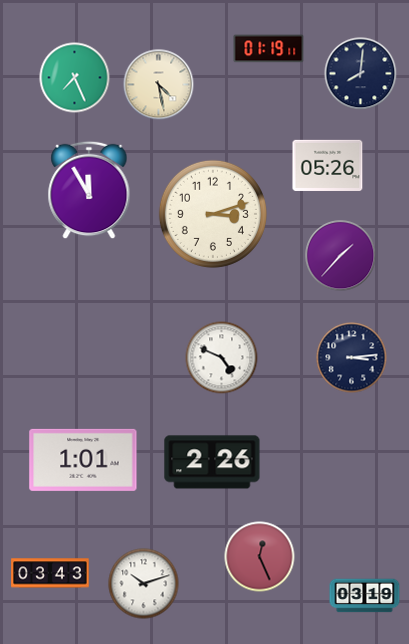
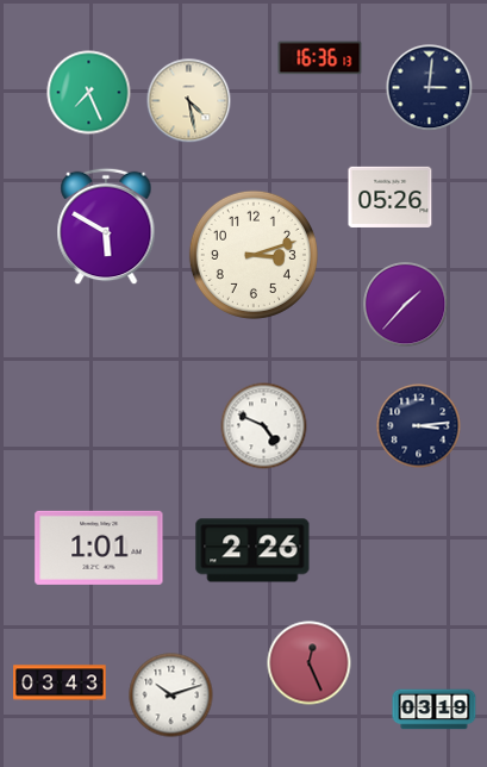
clock at (269, 49): 01:19 -> 16:36
clock at (361, 74): 8:01 -> 3:01
clock at (89, 190): 11:55 -> 5:50
